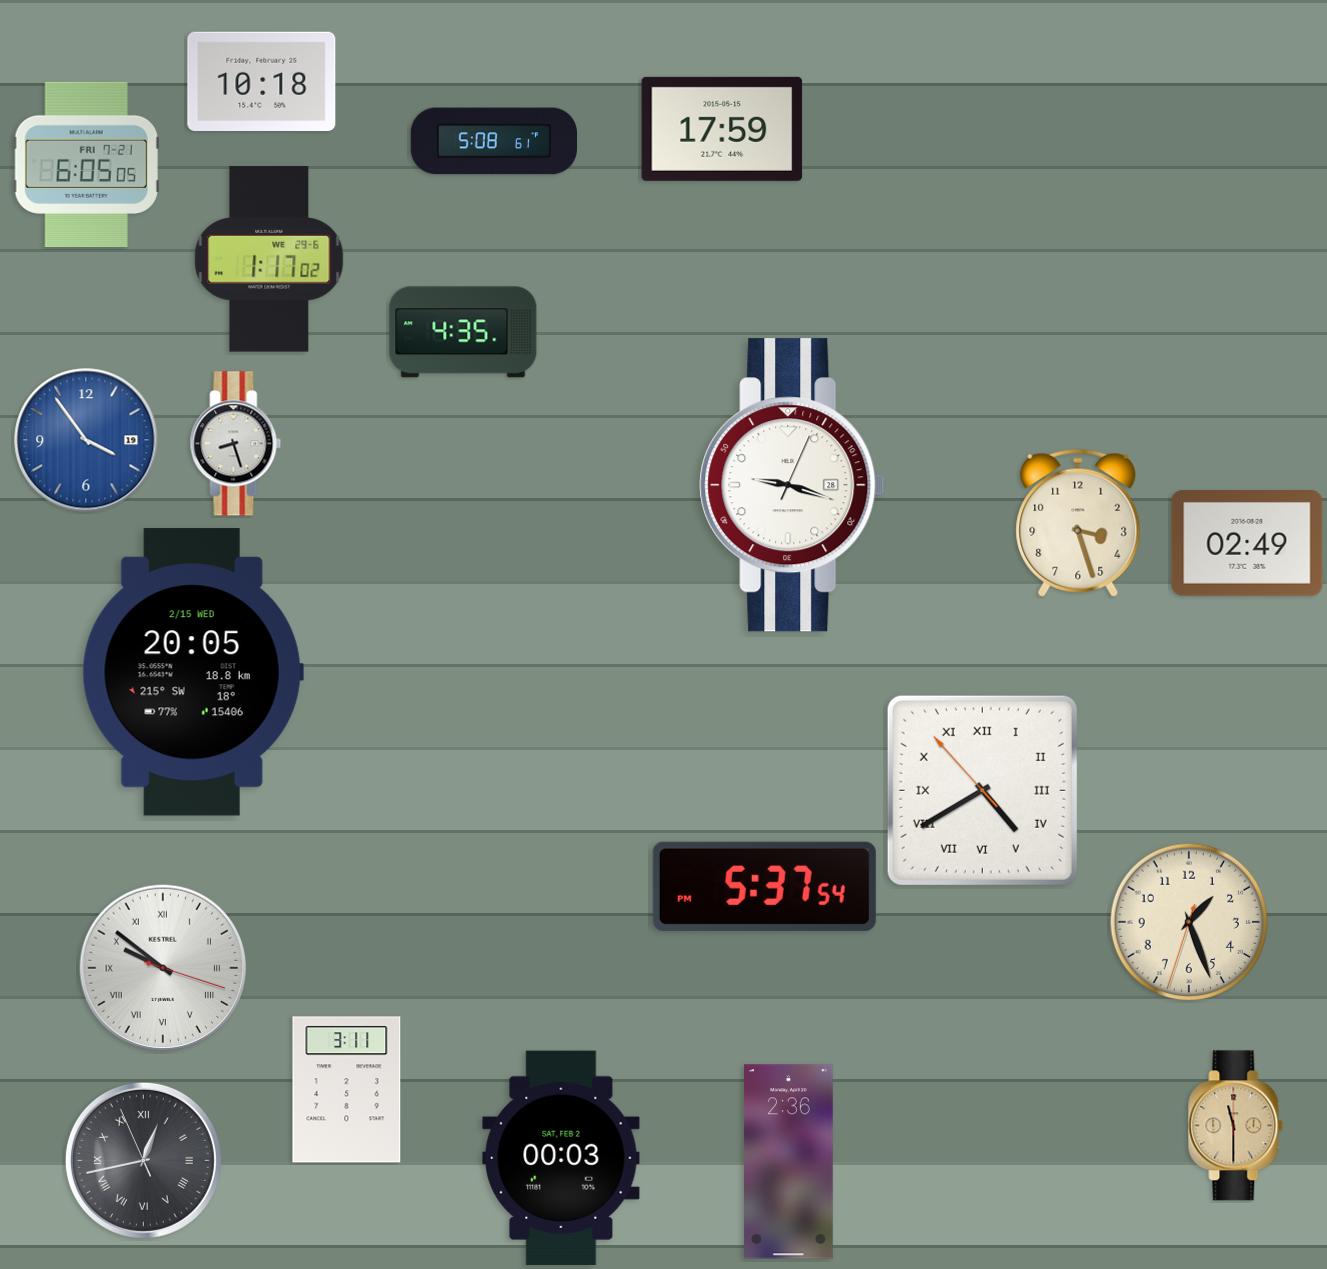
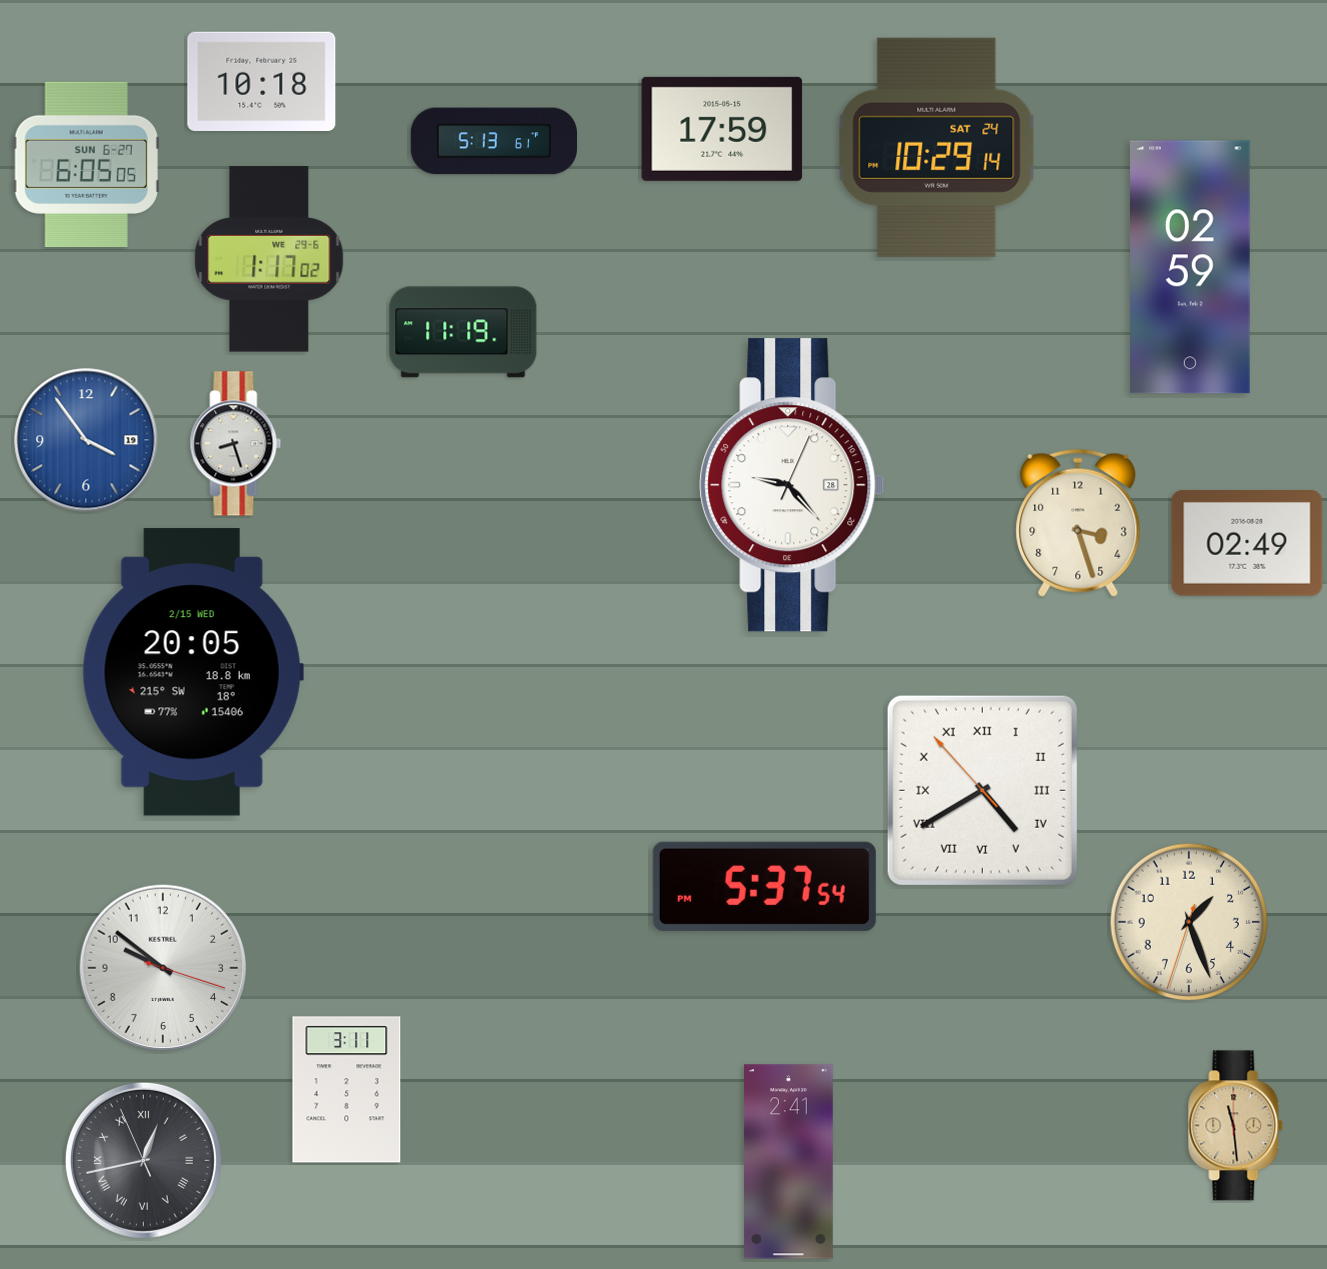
clock at (493, 141): 5:08 -> 5:13
clock at (937, 147): none -> 10:29
clock at (86, 164) date: FRI 7-21 -> SUN 6-27
clock at (1191, 267): none -> 02:59
clock at (463, 332): 4:35 -> 11:19
clock at (792, 485): 9:18 -> 9:23
clock at (162, 967) numerals: Roman -> Arabic
clock at (1236, 1126): 11:30 -> 11:29
clock at (561, 1158): 00:03 -> none
clock at (788, 1162): 2:36 -> 2:41
